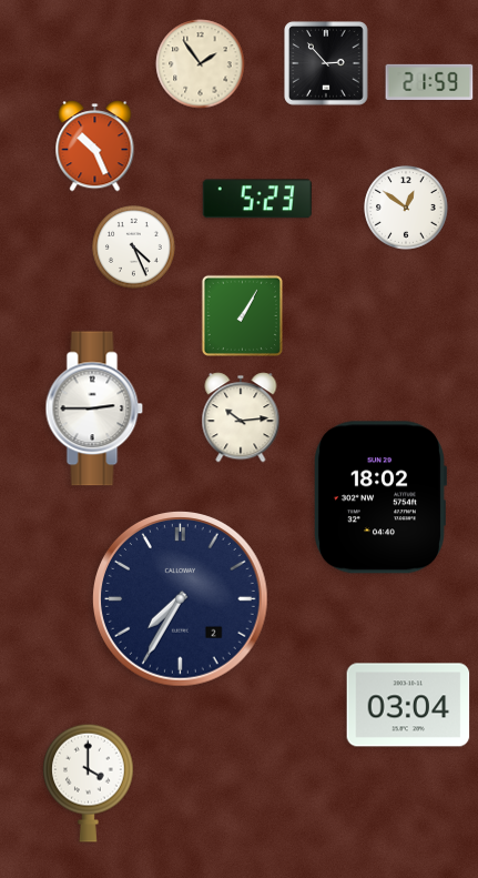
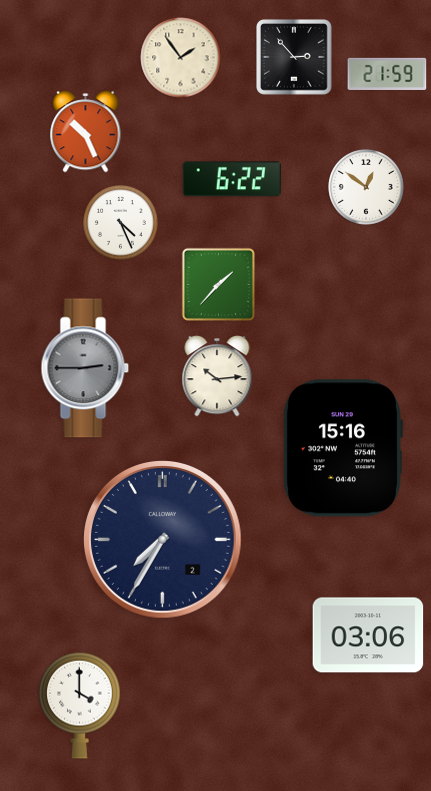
clock at (257, 199): 5:23 -> 6:22
clock at (242, 315): 1:05 -> 1:37
clock at (94, 408) dial: white -> grey
clock at (379, 497): 18:02 -> 15:16
clock at (408, 705): 03:04 -> 03:06
